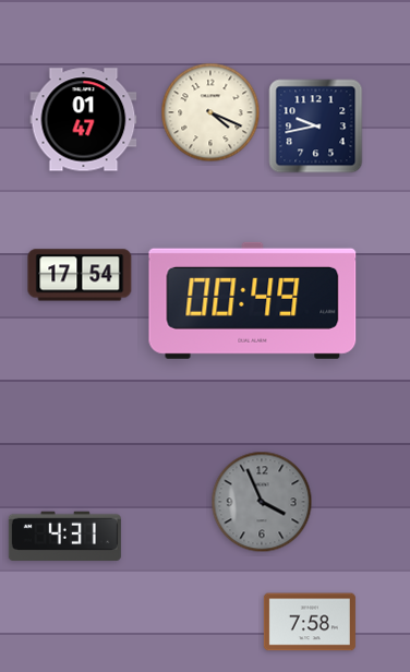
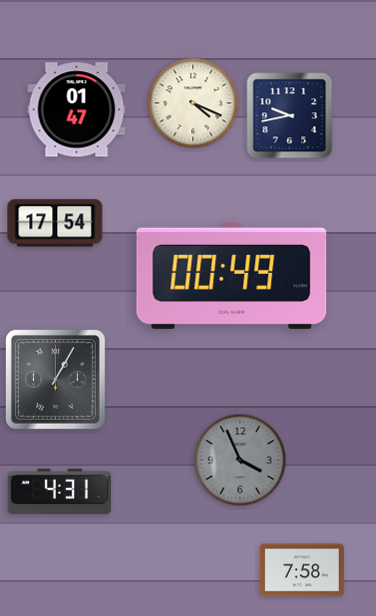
clock at (80, 275) position: (80, 275) -> (55, 223)
clock at (56, 380): none -> 1:05
clock at (310, 622) position: (310, 622) -> (302, 570)
